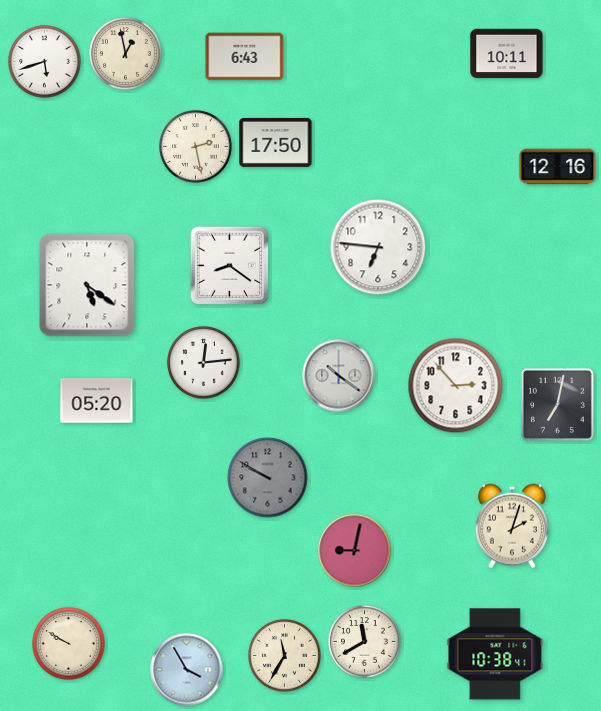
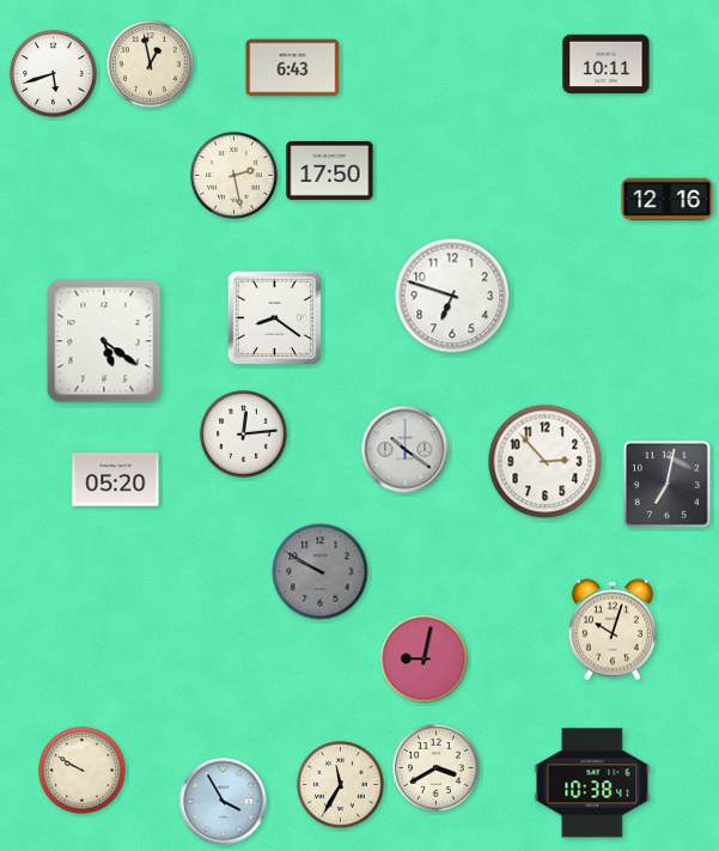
clock at (378, 247): 6:46 -> 6:48
clock at (512, 526): 2:03 -> 10:03
clock at (365, 642): 11:40 -> 3:40
